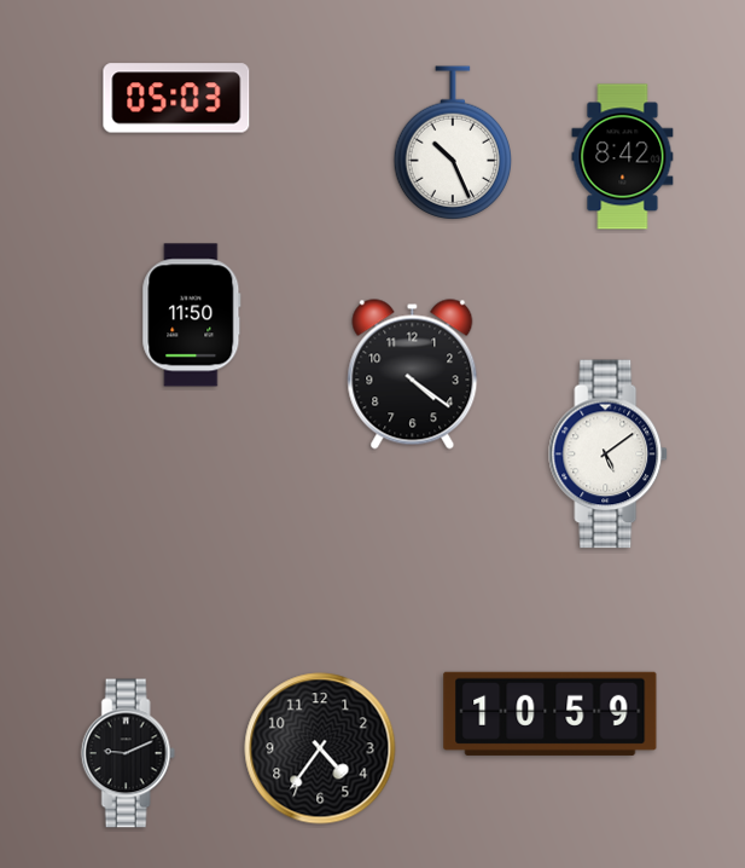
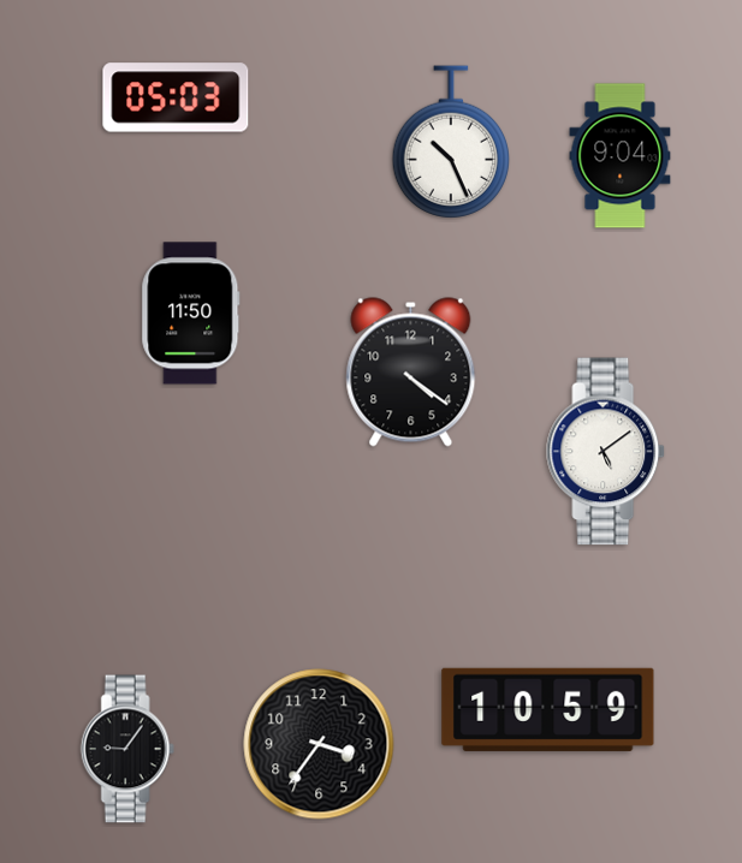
clock at (623, 157): 8:42 -> 9:04
clock at (320, 748): 4:36 -> 3:36
clock at (128, 753): 9:11 -> 9:06
